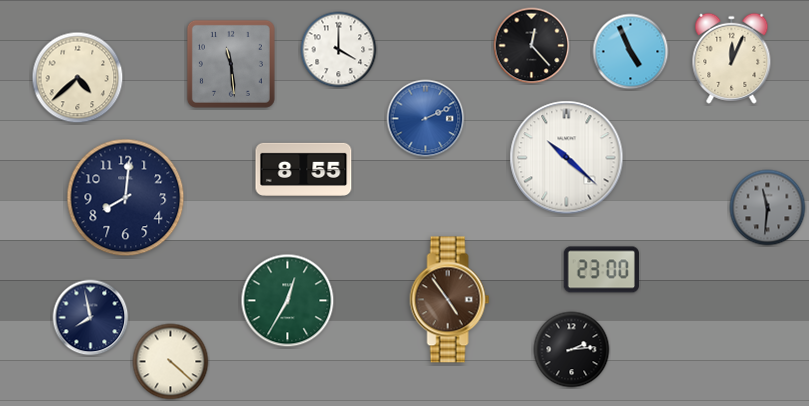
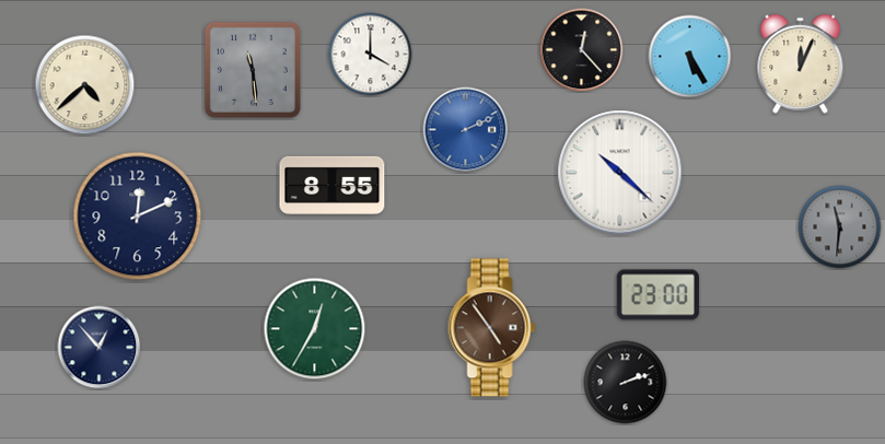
clock at (631, 52): 4:56 -> 5:25
clock at (126, 198): 8:01 -> 12:11
clock at (91, 318): 7:58 -> 12:53
clock at (572, 350): 2:14 -> 2:12
clock at (171, 362): 4:22 -> none
